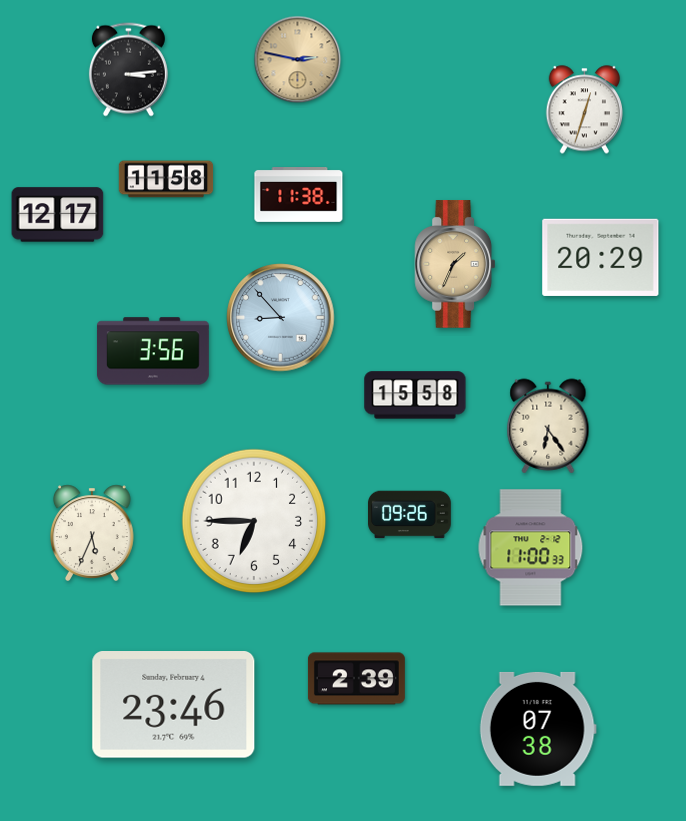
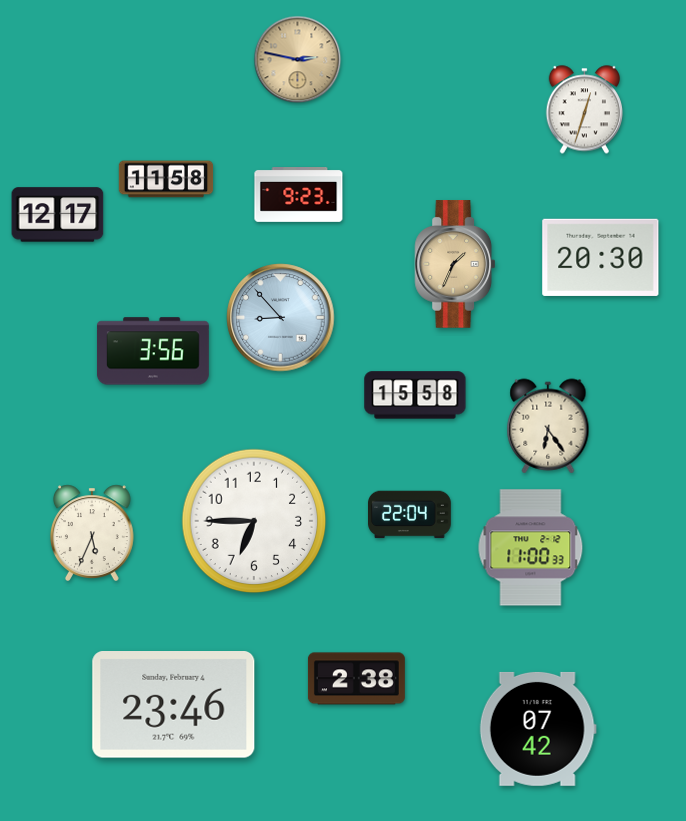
clock at (128, 70): 3:14 -> none
clock at (299, 195): 11:38 -> 9:23
clock at (601, 257): 20:29 -> 20:30
clock at (410, 515): 09:26 -> 22:04
clock at (356, 679): 2:39 -> 2:38
clock at (538, 729): 07:38 -> 07:42
